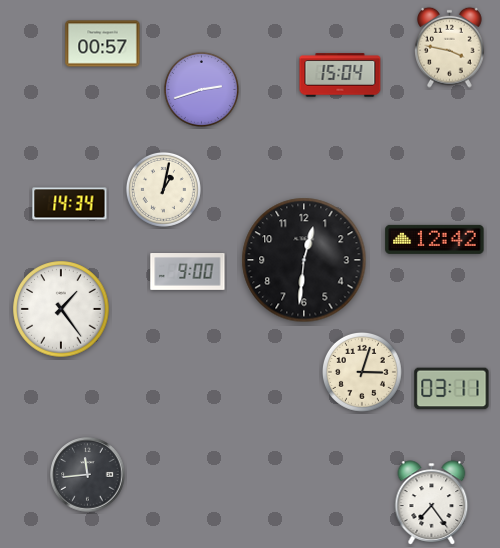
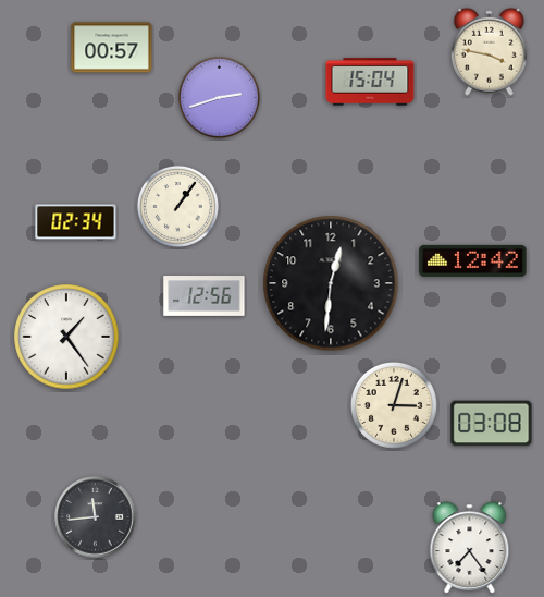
clock at (163, 189): 1:02 -> 1:06
clock at (70, 204): 14:34 -> 02:34
clock at (188, 272): 9:00 -> 12:56
clock at (452, 389): 03:11 -> 03:08
